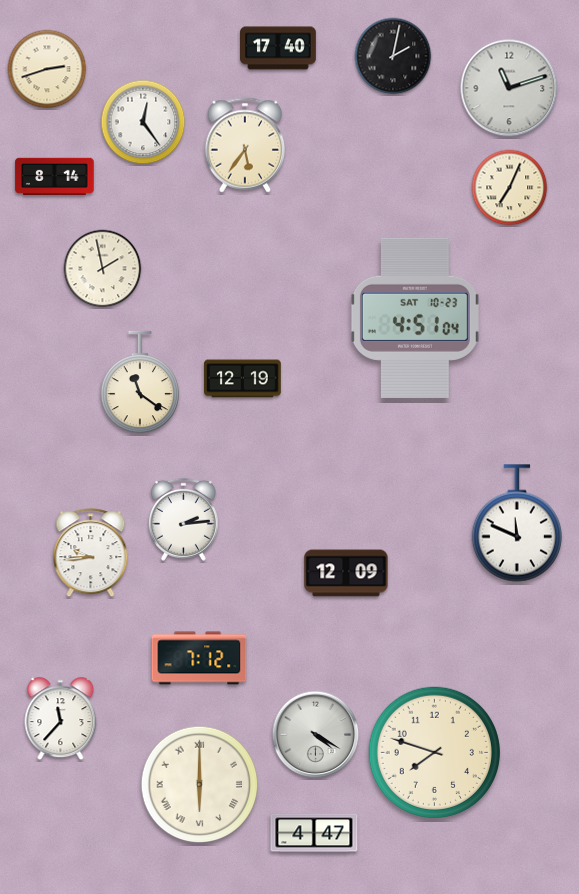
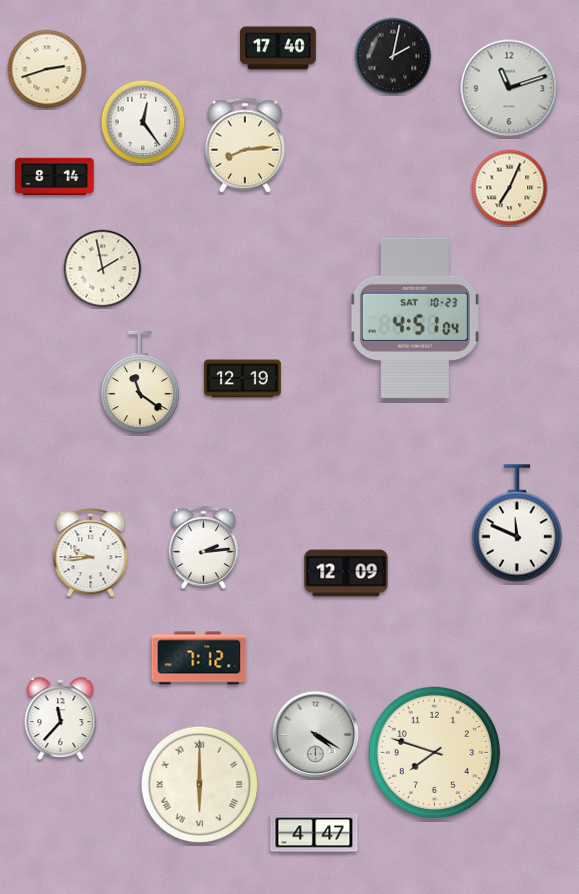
clock at (245, 145): 5:36 -> 8:14
clock at (183, 519) position: (183, 519) -> (203, 547)
